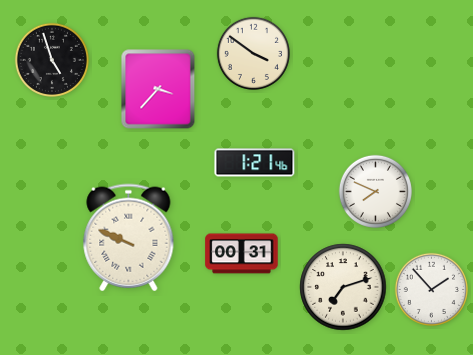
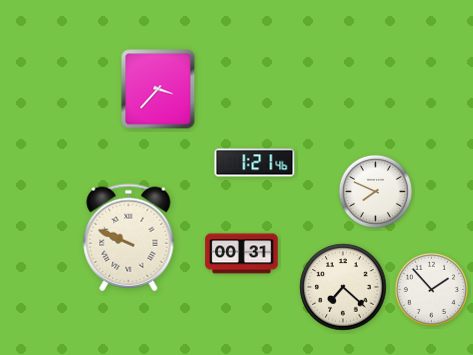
clock at (253, 53): 3:51 -> none
clock at (52, 60): 4:57 -> none
clock at (343, 287): 7:12 -> 7:22
